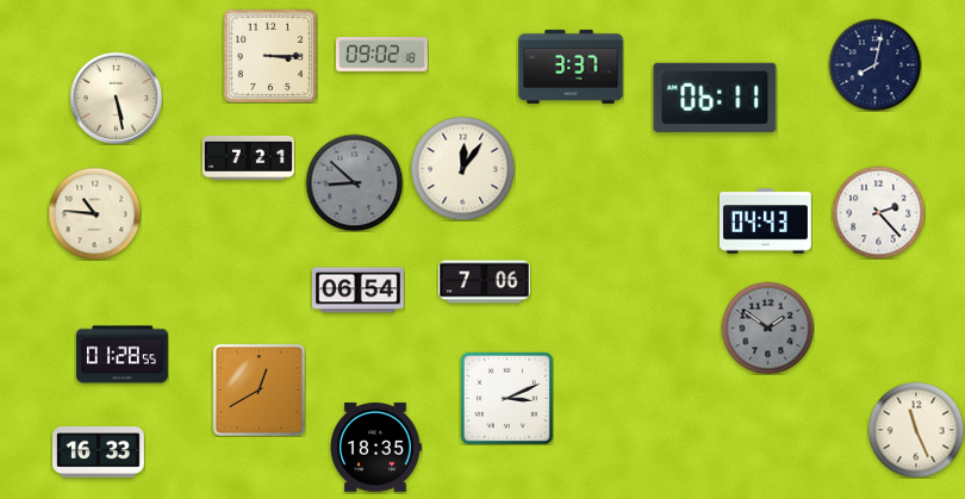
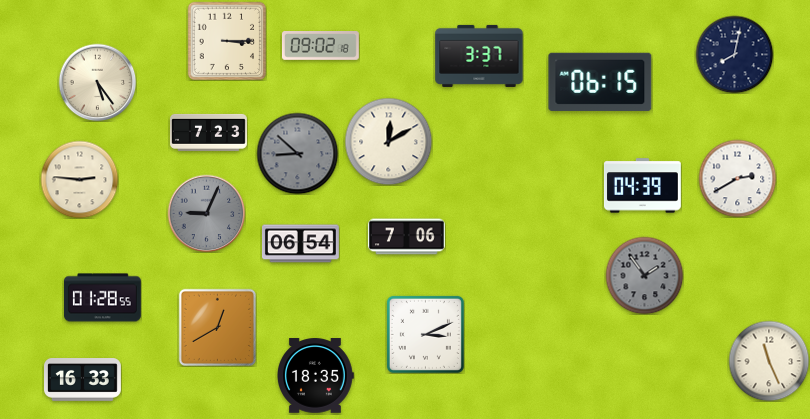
clock at (270, 56) position: (270, 56) -> (227, 41)
clock at (116, 98): 5:28 -> 5:24
clock at (715, 98): 06:11 -> 06:15
clock at (249, 157): 7:21 -> 7:23
clock at (462, 168): 12:06 -> 12:10
clock at (878, 212): 2:23 -> 2:40
clock at (94, 213): 10:46 -> 2:46
clock at (765, 222): 04:43 -> 04:39
clock at (206, 213): none -> 9:04
clock at (767, 328): 1:51 -> 1:54
